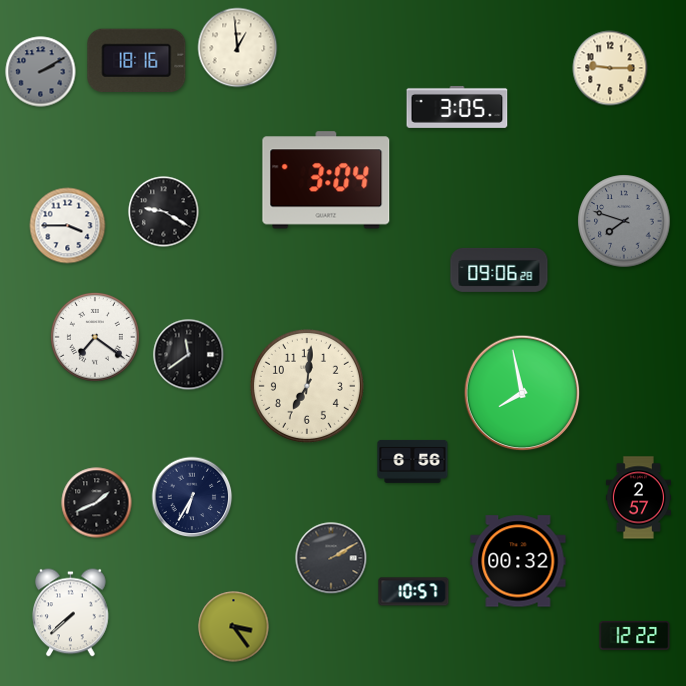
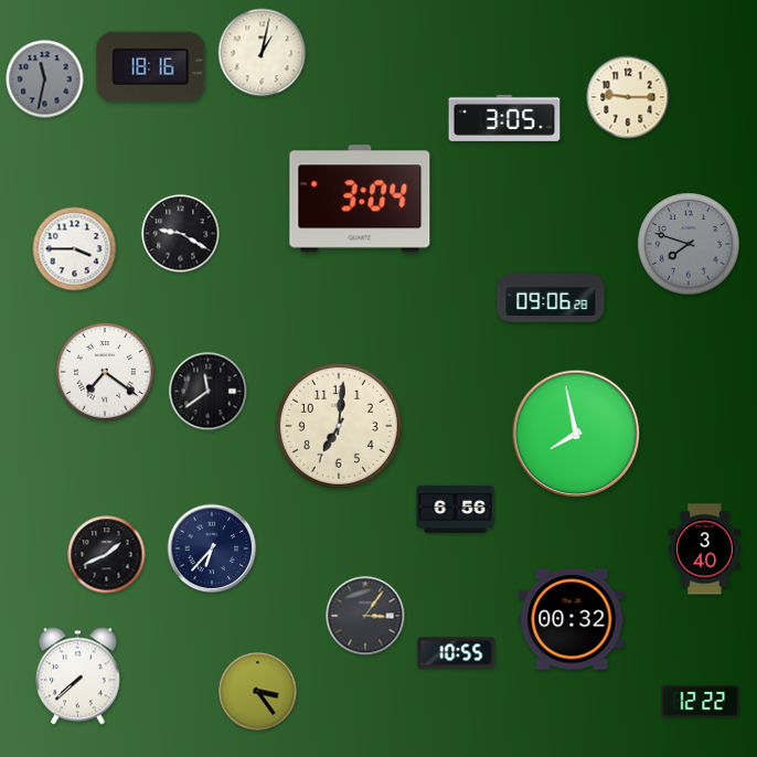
clock at (238, 48): 12:59 -> 1:02
clock at (610, 68) position: (610, 68) -> (628, 97)
clock at (41, 72): 2:10 -> 11:32
clock at (192, 497): 6:35 -> 6:37
clock at (638, 498): 2:57 -> 3:40
clock at (331, 558): 2:10 -> 3:06
clock at (414, 592): 10:57 -> 10:55
